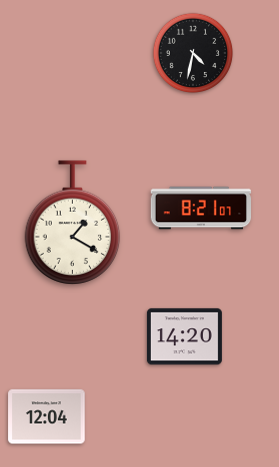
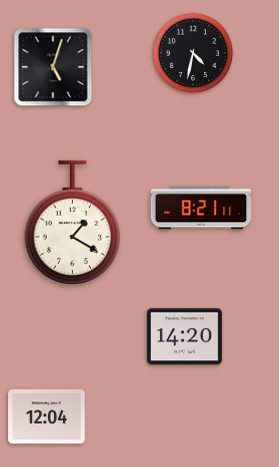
clock at (53, 67): none -> 5:03
clock at (201, 208): 8:21:07 -> 8:21:11
